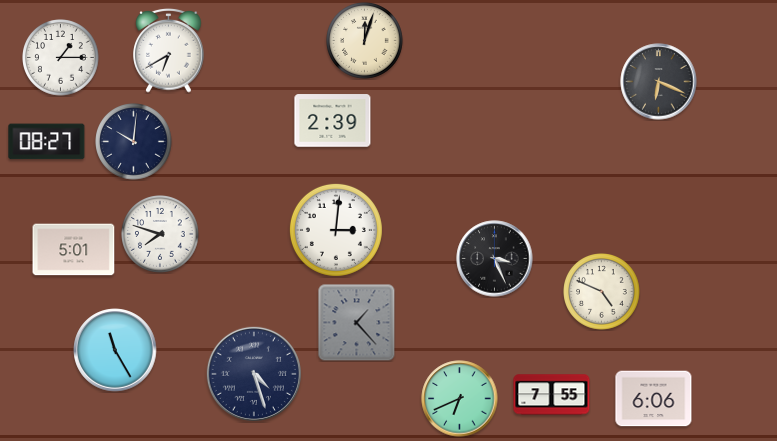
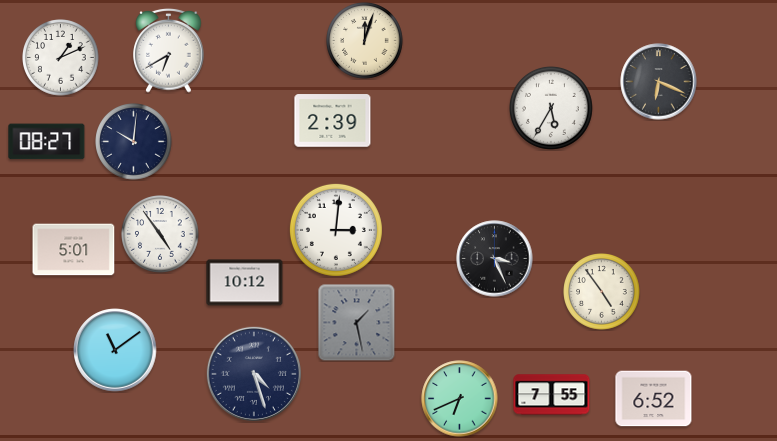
clock at (61, 58): 1:15 -> 1:11
clock at (551, 108): none -> 5:35
clock at (161, 235): 7:48 -> 4:54
clock at (245, 283): none -> 10:12
clock at (602, 292): 4:49 -> 4:54
clock at (356, 322): 1:23 -> 1:28
clock at (115, 350): 11:25 -> 11:09
clock at (654, 399): 6:06 -> 6:52
